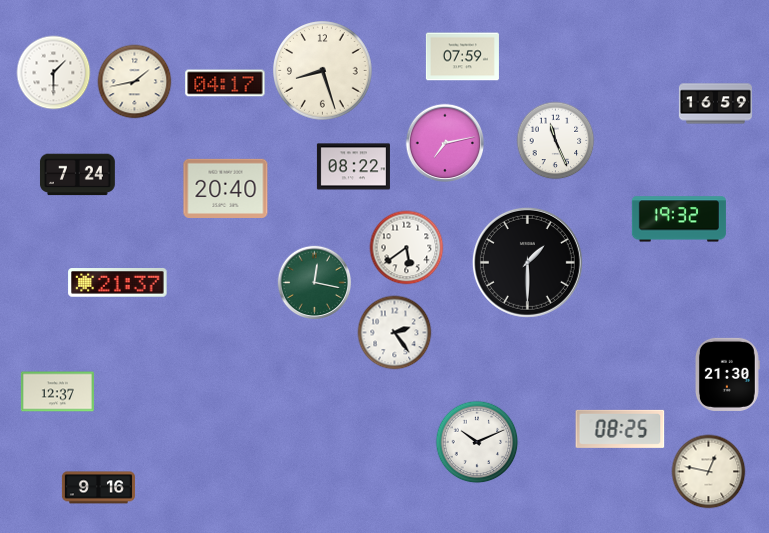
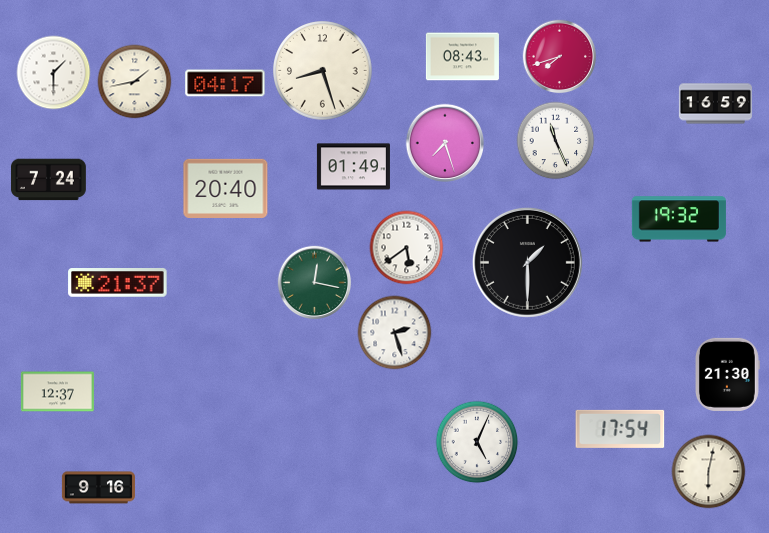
clock at (462, 57): 07:59 -> 08:43
clock at (560, 57): none -> 7:42
clock at (444, 142): 7:13 -> 7:27
clock at (353, 167): 08:22 -> 01:49
clock at (77, 175) position: (77, 175) -> (48, 180)
clock at (395, 333): 2:24 -> 2:27
clock at (620, 429): 08:25 -> 17:54
clock at (477, 442): 10:11 -> 5:04
clock at (709, 472): 12:47 -> 6:02
